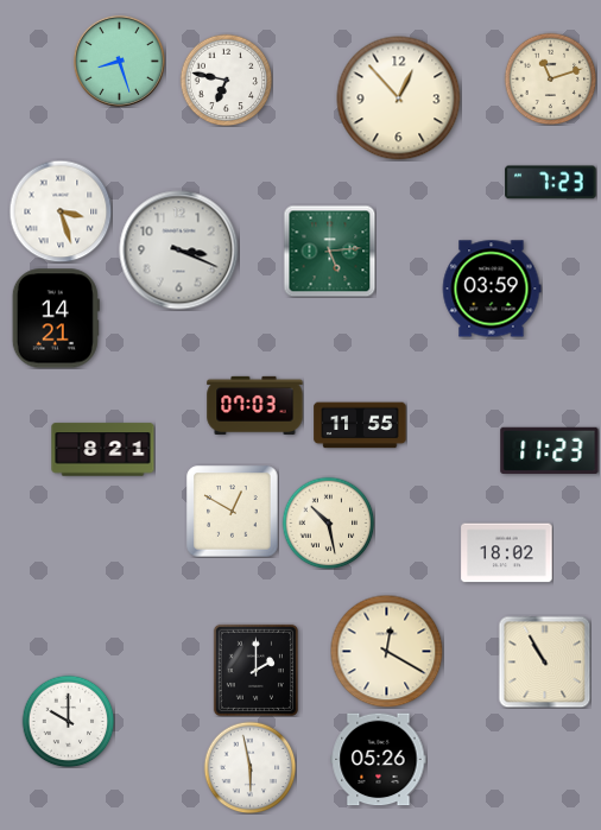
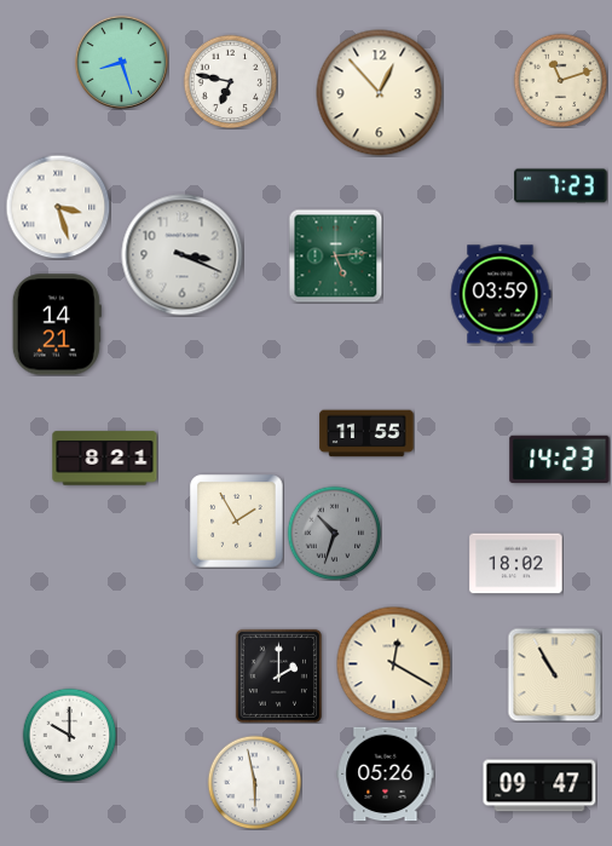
clock at (399, 99) position: (399, 99) -> (380, 93)
clock at (61, 211) position: (61, 211) -> (58, 207)
clock at (255, 405): 07:03 -> none
clock at (550, 450): 11:23 -> 14:23
clock at (233, 512): 12:50 -> 1:55
clock at (328, 522): 10:28 -> 10:33
clock at (328, 522) dial: cream -> grey
clock at (255, 670) position: (255, 670) -> (278, 675)
clock at (539, 785): none -> 09:47
